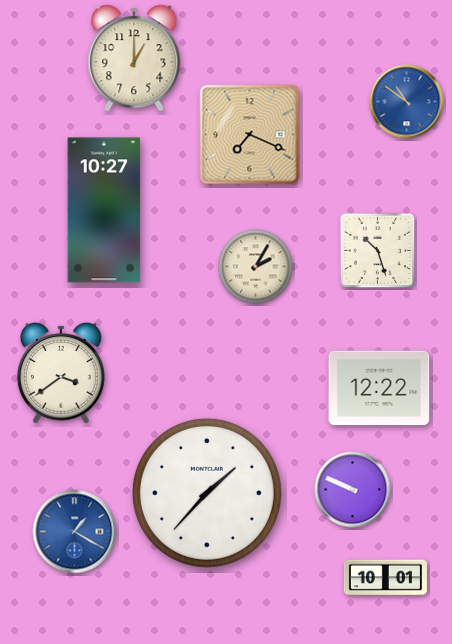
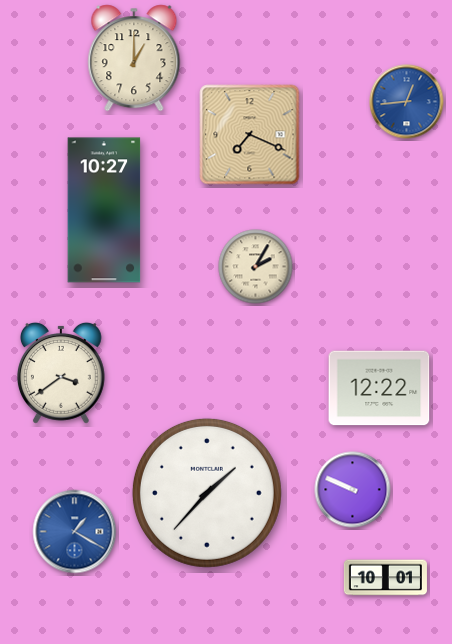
clock at (407, 102): 10:51 -> 12:44
clock at (378, 251): 10:27 -> none
